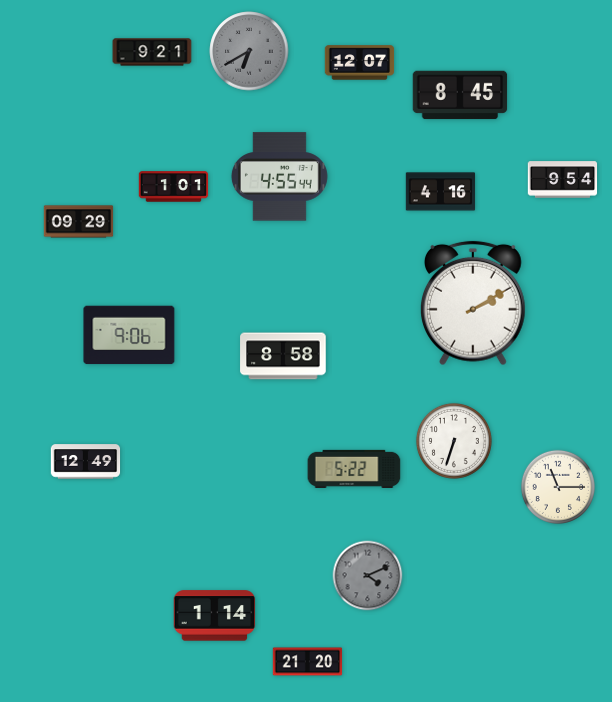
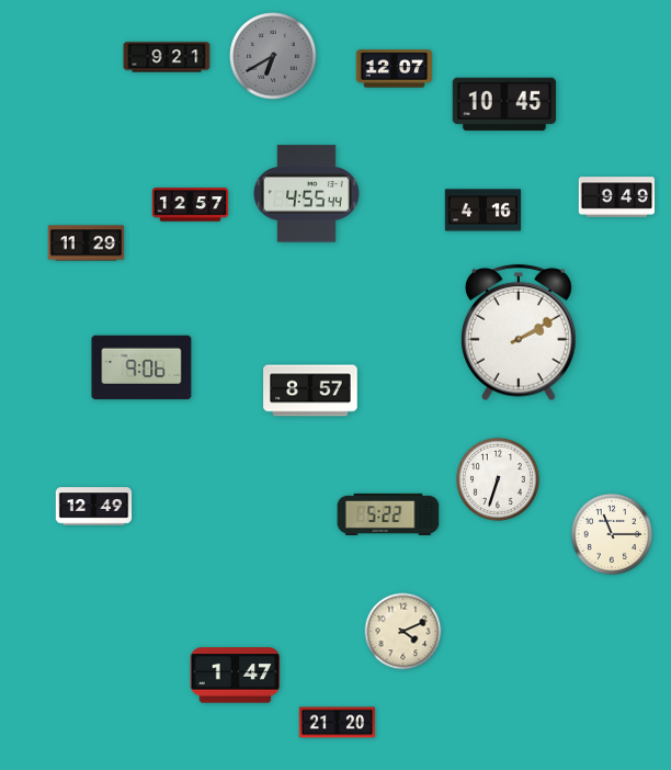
clock at (460, 95): 8:45 -> 10:45
clock at (563, 180): 9:54 -> 9:49
clock at (174, 187): 1:01 -> 12:57
clock at (79, 222): 09:29 -> 11:29
clock at (283, 356): 8:58 -> 8:57
clock at (454, 441) position: (454, 441) -> (498, 479)
clock at (368, 576) dial: grey -> cream
clock at (215, 616): 1:14 -> 1:47
clock at (308, 662) position: (308, 662) -> (338, 723)
